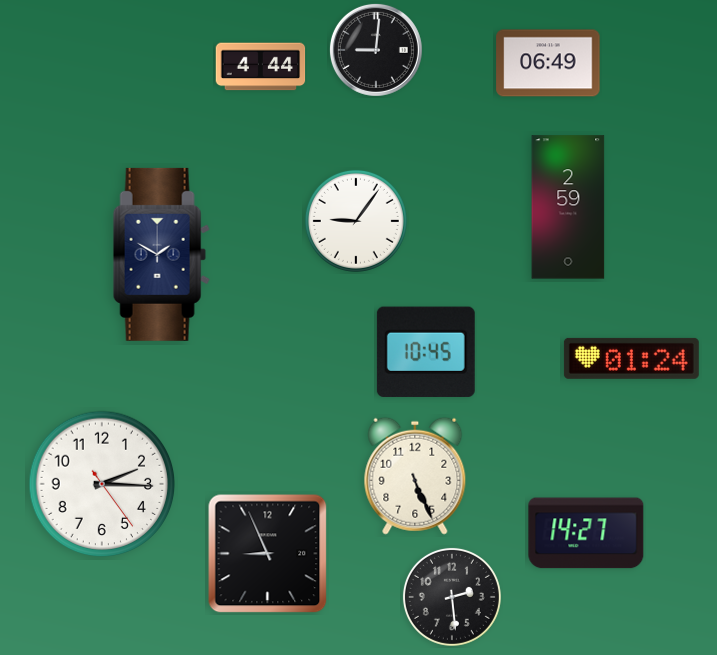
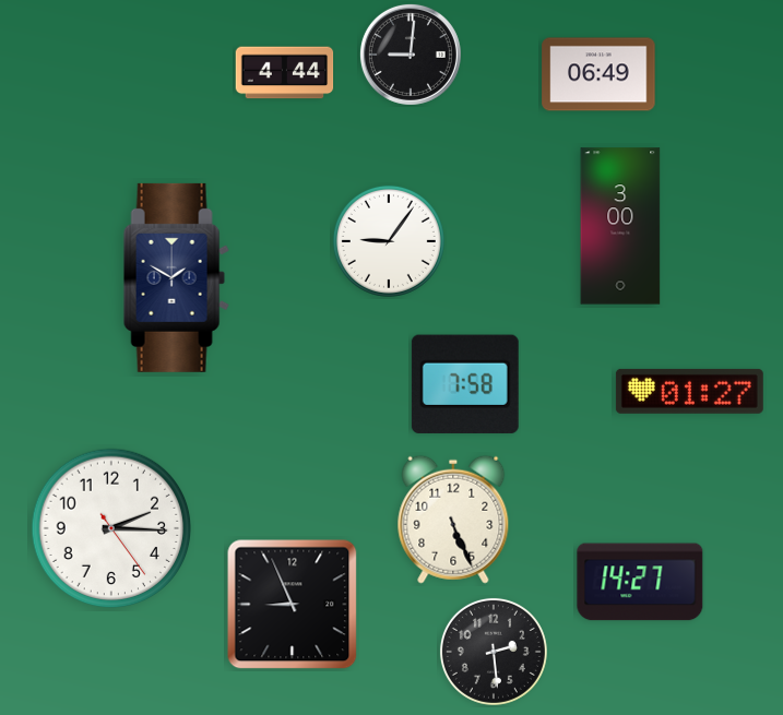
clock at (548, 63) position: (548, 63) -> (598, 74)
clock at (568, 207): 2:59 -> 3:00
clock at (426, 351): 10:45 -> 7:58
clock at (631, 358): 01:24 -> 01:27
